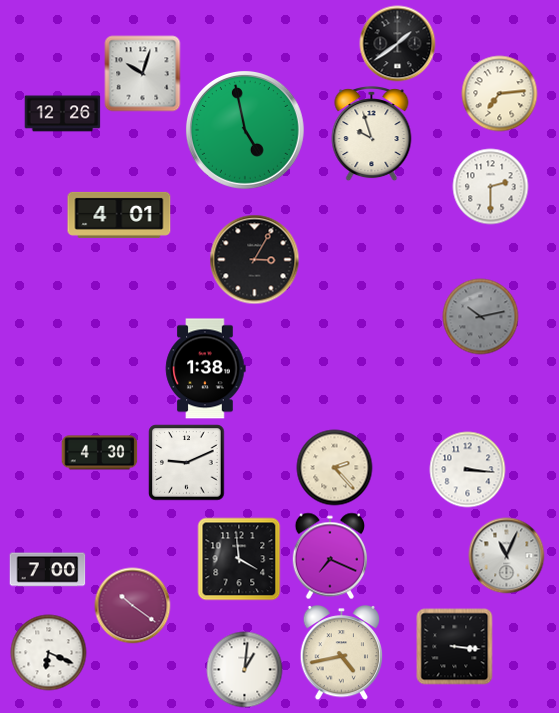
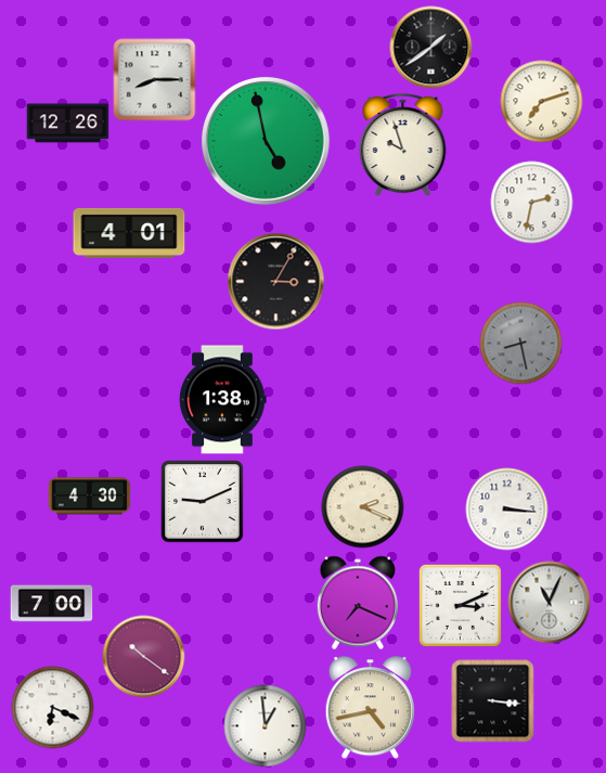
clock at (143, 74): 10:03 -> 8:15
clock at (500, 94): 7:14 -> 7:12
clock at (491, 187): 2:30 -> 2:32
clock at (481, 317): 10:13 -> 8:28
clock at (100, 453) position: (100, 453) -> (90, 497)
clock at (335, 468): 2:23 -> 2:19
clock at (460, 605): none -> 3:11
clock at (239, 559): 3:59 -> none
clock at (48, 570) position: (48, 570) -> (52, 604)
clock at (245, 670): 1:01 -> 12:59
